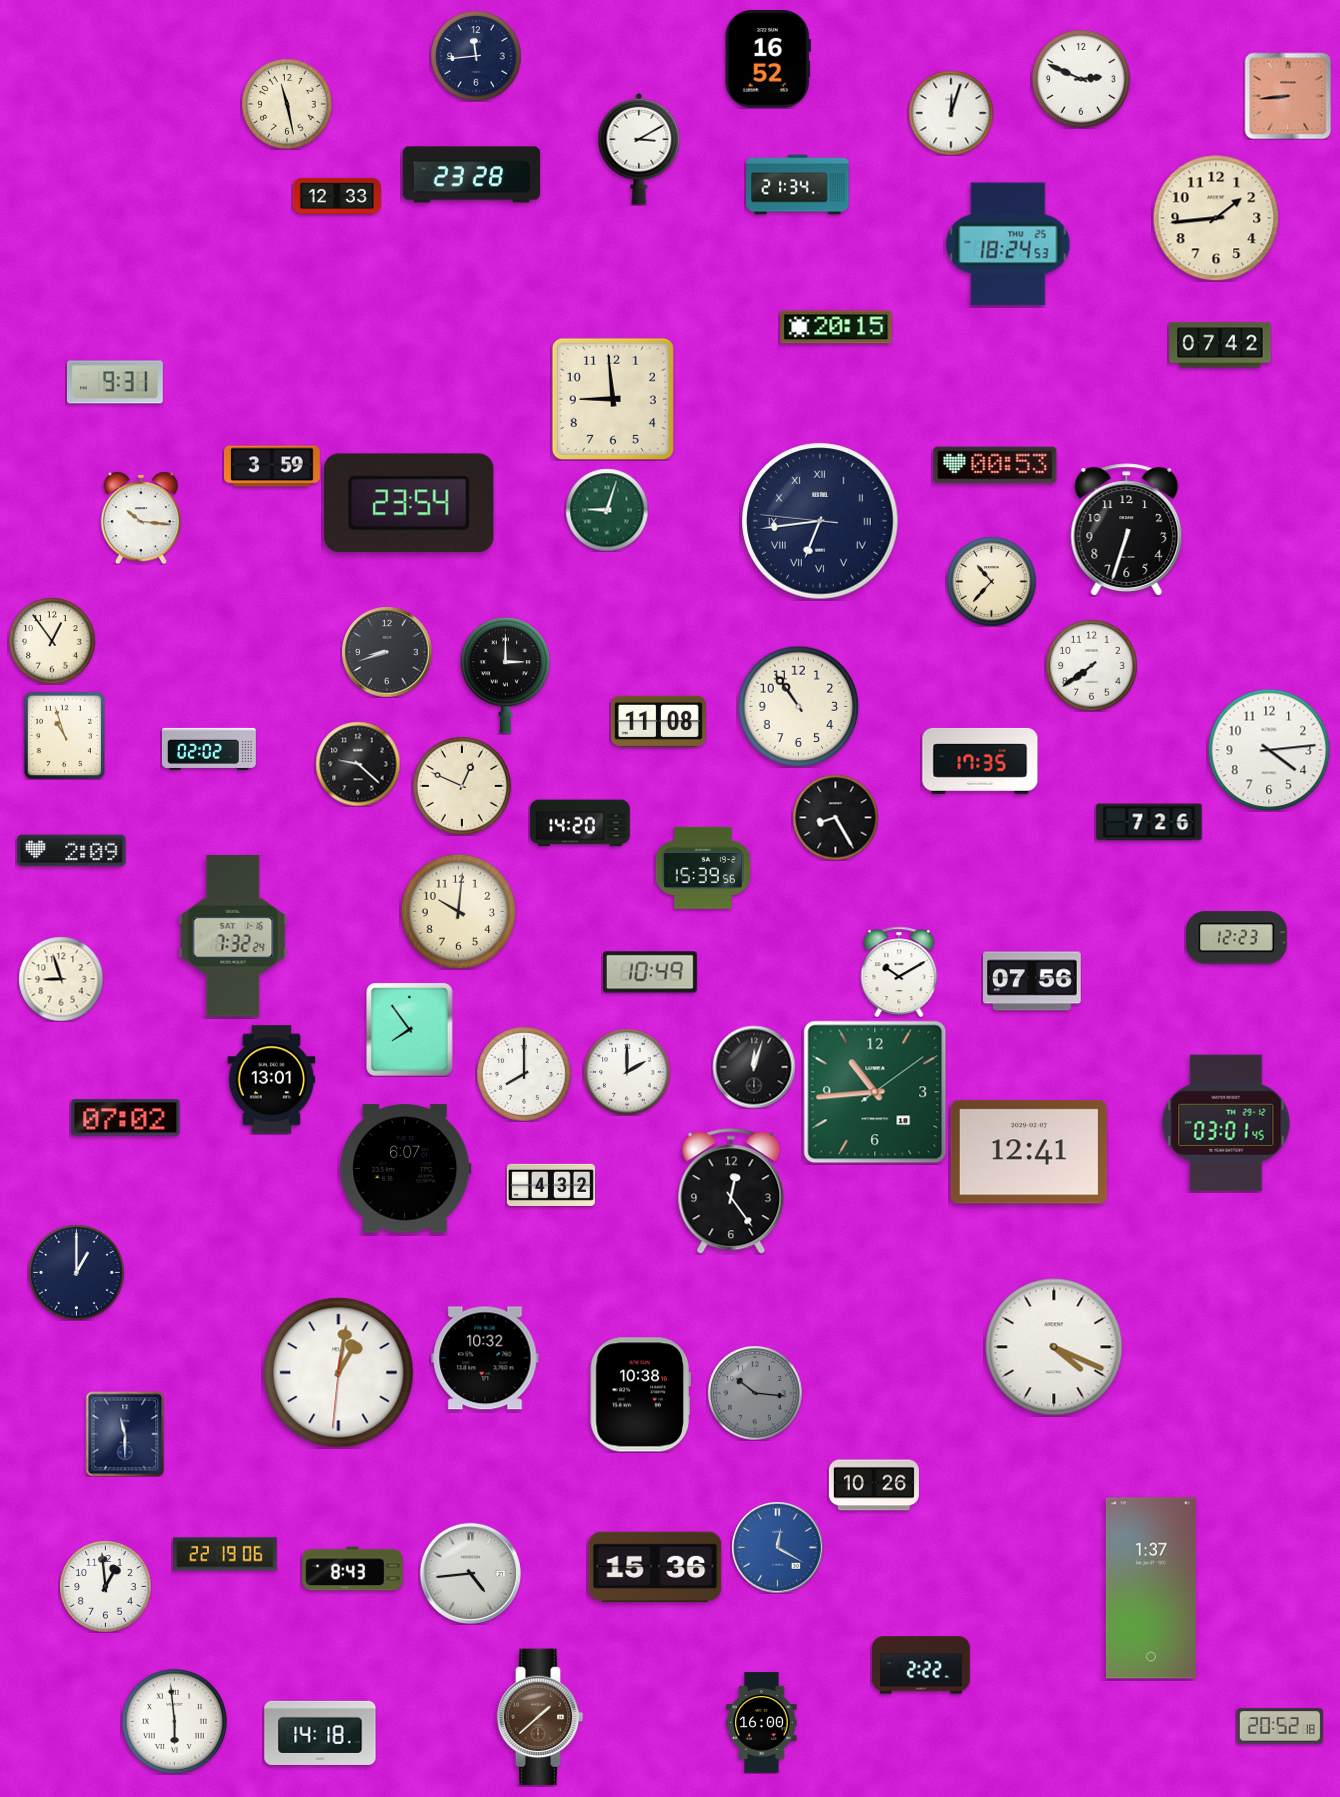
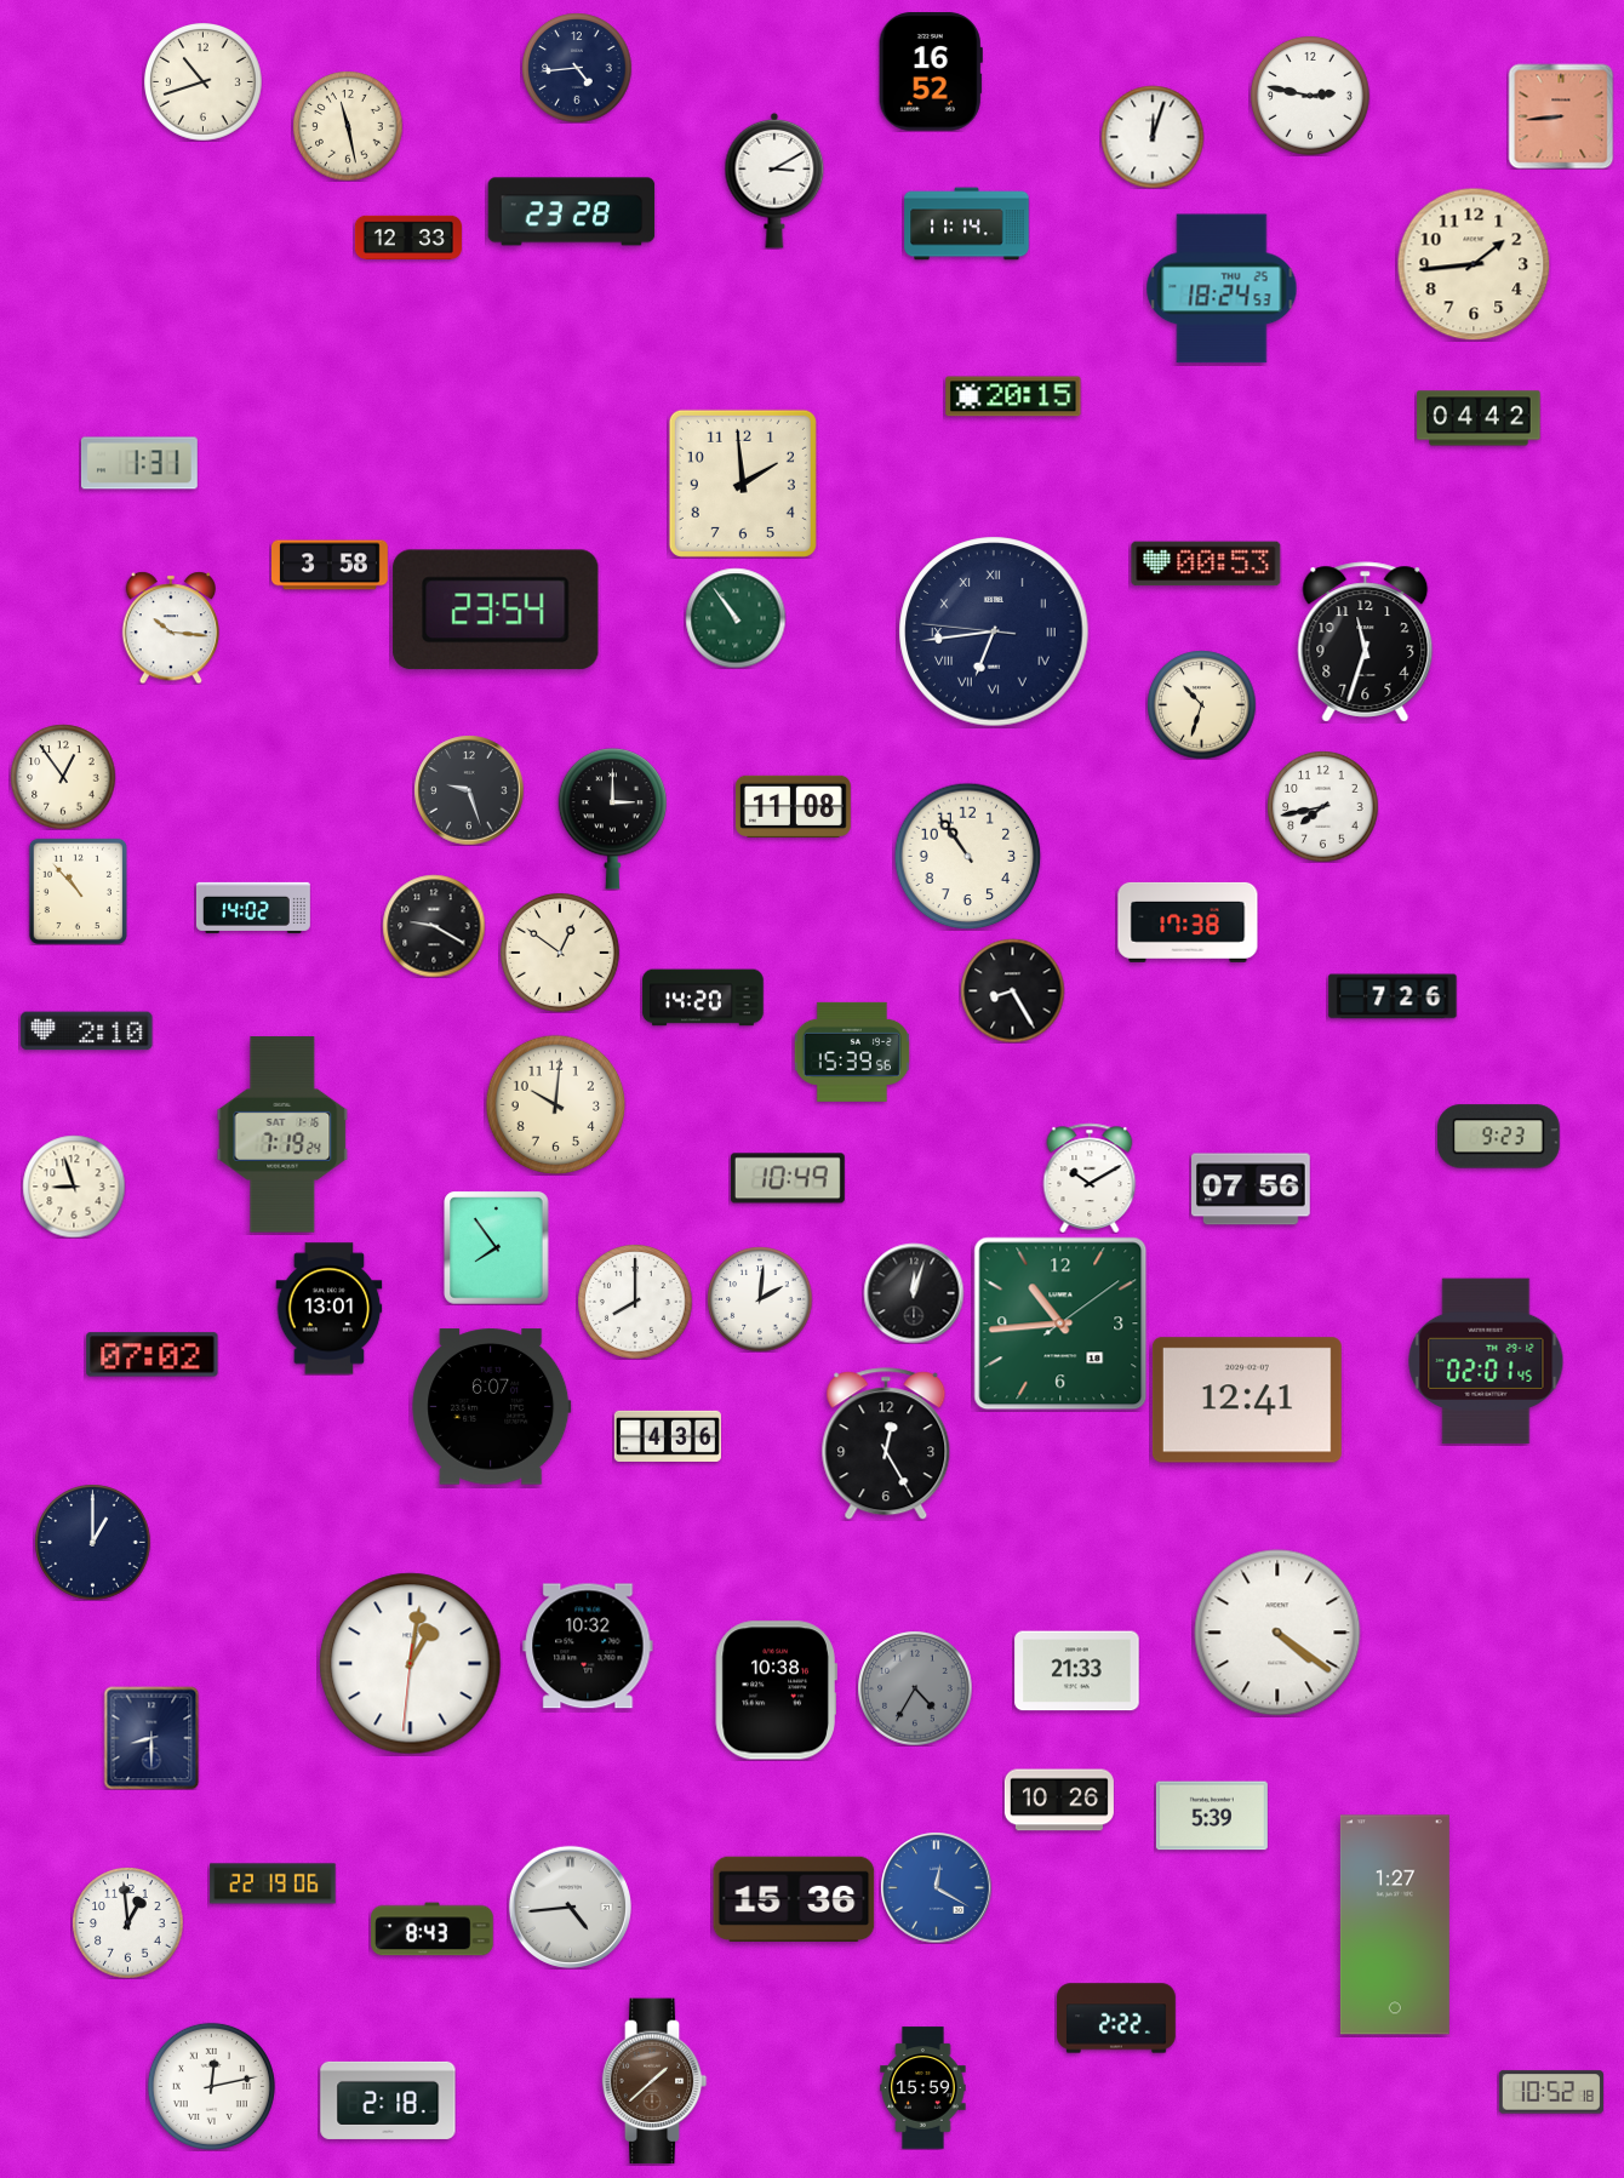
clock at (476, 56): 11:44 -> 4:44
clock at (204, 82): none -> 10:42
clock at (1081, 79): 2:49 -> 2:47
clock at (798, 185): 21:34 -> 11:14
clock at (1008, 244) position: (1008, 244) -> (1222, 288)
clock at (1220, 345): 07:42 -> 04:42
clock at (115, 382): 9:31 -> 1:31
clock at (613, 399): 8:59 -> 1:59
clock at (273, 466): 3:59 -> 3:58
clock at (607, 510): 9:03 -> 10:54
clock at (1127, 530): 6:33 -> 11:33
clock at (991, 581): 10:37 -> 10:33
clock at (387, 652): 8:42 -> 9:27
clock at (1091, 665): 7:39 -> 7:43
clock at (658, 721) position: (658, 721) -> (793, 806)
clock at (64, 735): 10:57 -> 10:53
clock at (209, 749): 02:02 -> 14:02
clock at (1269, 750): 4:14 -> none
clock at (980, 761): 17:35 -> 17:38
clock at (358, 764): 9:22 -> 9:20
clock at (462, 786): 12:49 -> 12:51
clock at (72, 851): 2:09 -> 2:10
clock at (233, 936): 7:32 -> 7:19
clock at (1237, 938): 12:23 -> 9:23
clock at (627, 1072): 2:00 -> 2:01
clock at (1226, 1123): 03:01 -> 02:01
clock at (1029, 1152) position: (1029, 1152) -> (1247, 1400)
clock at (406, 1169) position: (406, 1169) -> (492, 1407)
clock at (551, 1185): 4:32 -> 4:36
clock at (731, 1191): 12:24 -> 12:25
clock at (1054, 1347): 4:19 -> 4:21
clock at (1077, 1671): none -> 21:33
clock at (755, 1393): 10:16 -> 4:35
clock at (125, 1434): 11:30 -> 8:30
clock at (1212, 1816): none -> 5:39
clock at (777, 1547) position: (777, 1547) -> (936, 1887)
clock at (353, 1569) position: (353, 1569) -> (433, 1930)
clock at (1151, 1588): 1:37 -> 1:27
clock at (174, 1721): 5:59 -> 12:13
clock at (762, 1723): 16:00 -> 15:59
clock at (1280, 1726): 20:52 -> 10:52
clock at (320, 1733): 14:18 -> 2:18
